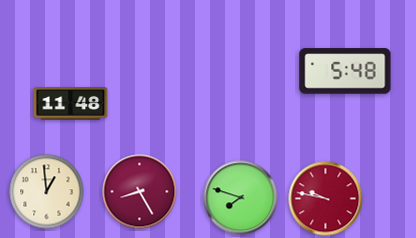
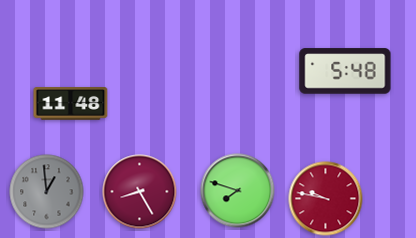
clock at (47, 192) dial: cream -> grey
clock at (241, 198) position: (241, 198) -> (238, 191)
